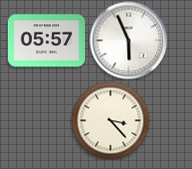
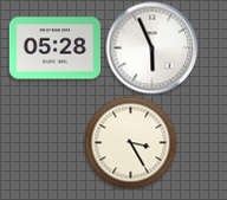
clock at (46, 41): 05:57 -> 05:28
clock at (110, 120): 3:23 -> 3:25
